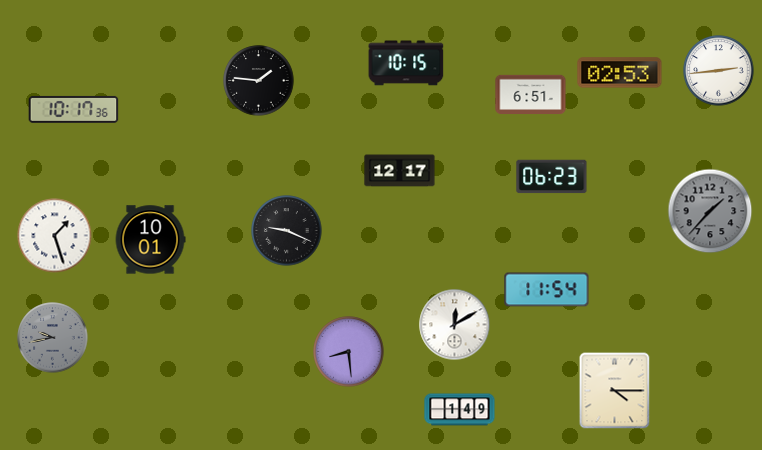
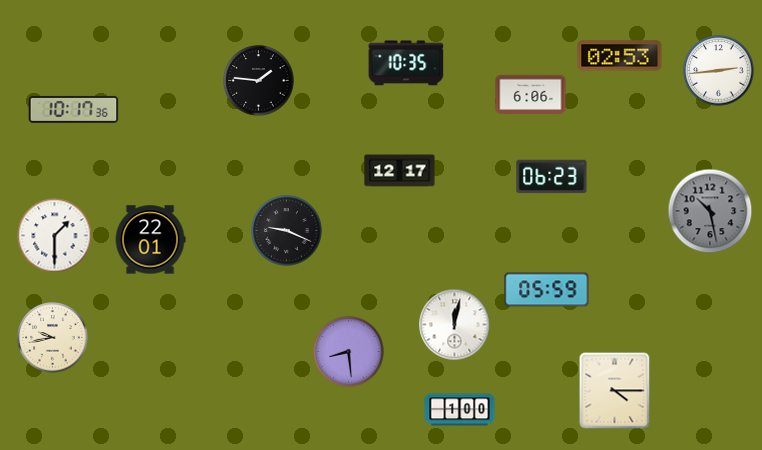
clock at (406, 63): 10:15 -> 10:35
clock at (620, 73) position: (620, 73) -> (620, 56)
clock at (531, 95): 6:51 -> 6:06
clock at (710, 211): 1:37 -> 10:28
clock at (55, 236): 1:27 -> 1:30
clock at (150, 240): 10:01 -> 22:01
clock at (547, 290): 11:54 -> 05:59
clock at (455, 325): 12:10 -> 12:02
clock at (53, 338) dial: grey -> cream
clock at (460, 410): 1:49 -> 1:00
